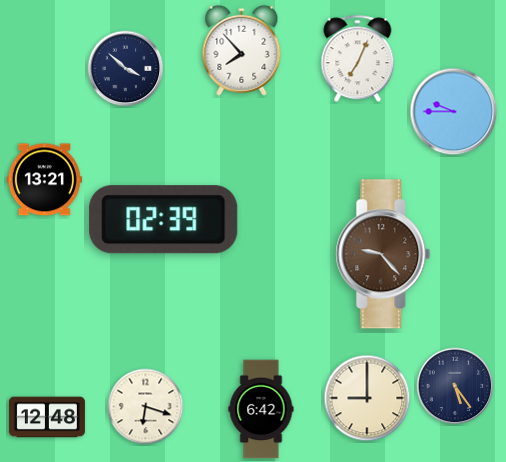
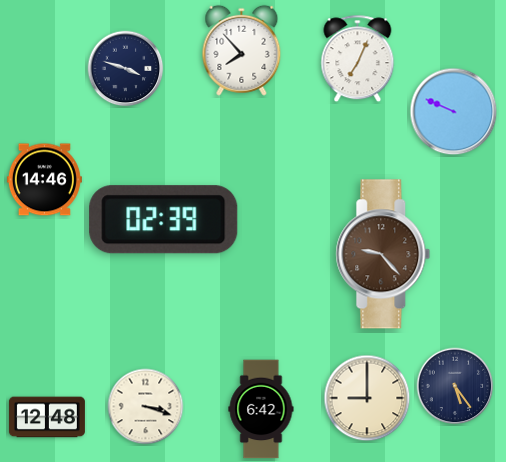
clock at (126, 69): 3:52 -> 3:48
clock at (454, 112): 9:45 -> 9:49
clock at (44, 180): 13:21 -> 14:46
clock at (146, 407): 6:18 -> 3:18
